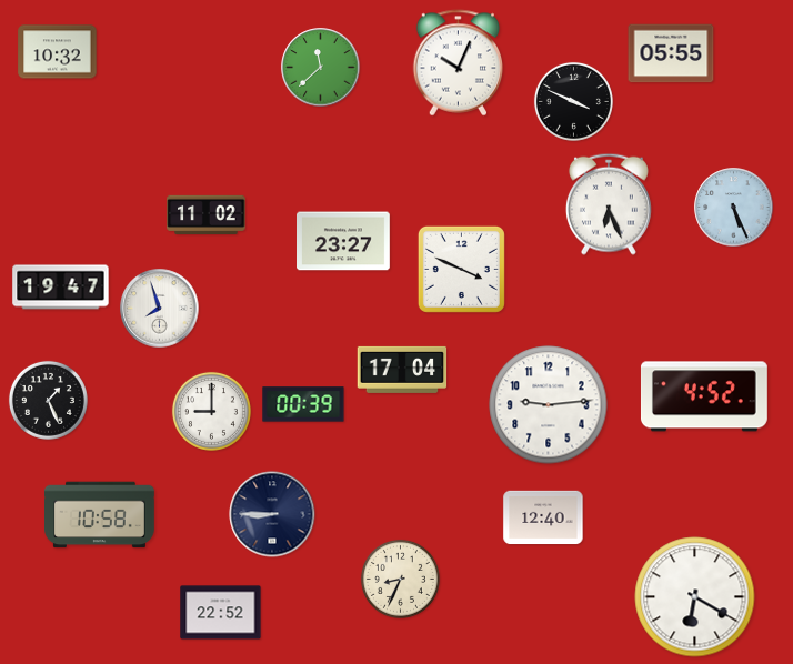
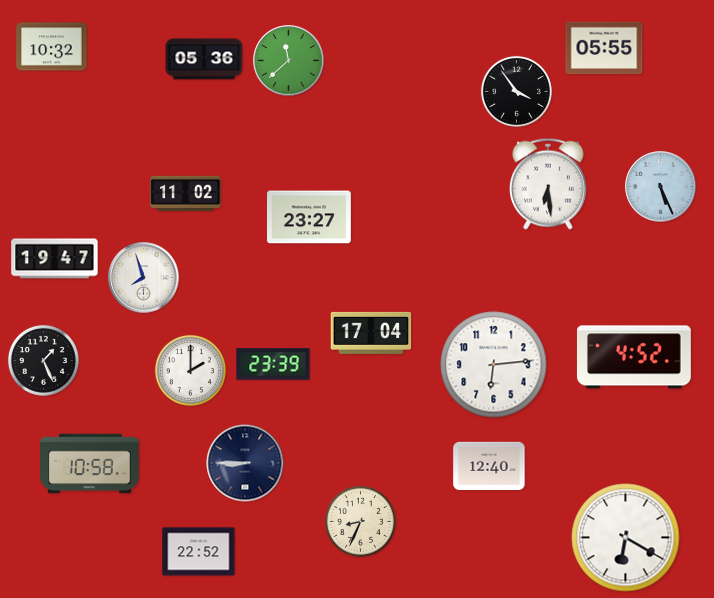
clock at (458, 63): 10:04 -> none
clock at (204, 59): none -> 05:36
clock at (573, 101): 3:49 -> 3:54
clock at (609, 204): 6:26 -> 6:29
clock at (461, 269): 3:49 -> none
clock at (402, 370) position: (402, 370) -> (371, 333)
clock at (303, 404): 00:39 -> 23:39
clock at (549, 405): 9:14 -> 6:14
clock at (211, 411): 9:00 -> 2:00
